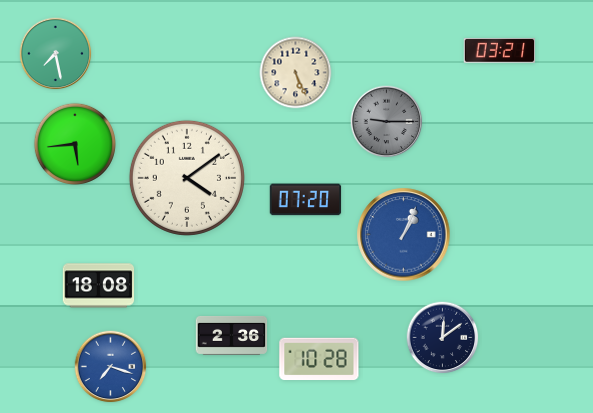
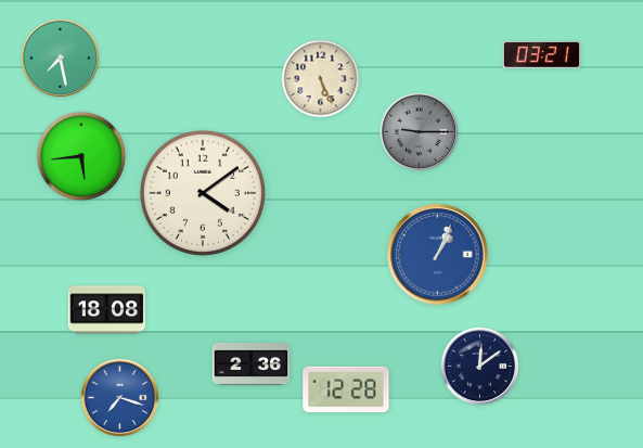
clock at (306, 200): 07:20 -> none
clock at (319, 359): 10:28 -> 12:28
